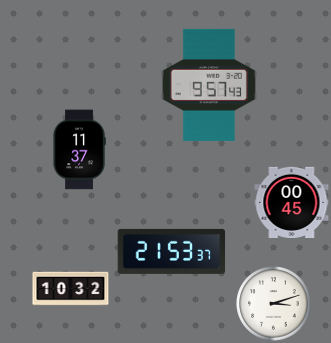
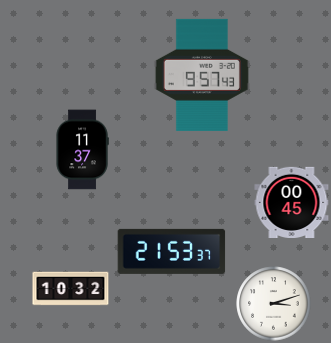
clock at (209, 85) position: (209, 85) -> (202, 75)
clock at (79, 150) position: (79, 150) -> (82, 150)
